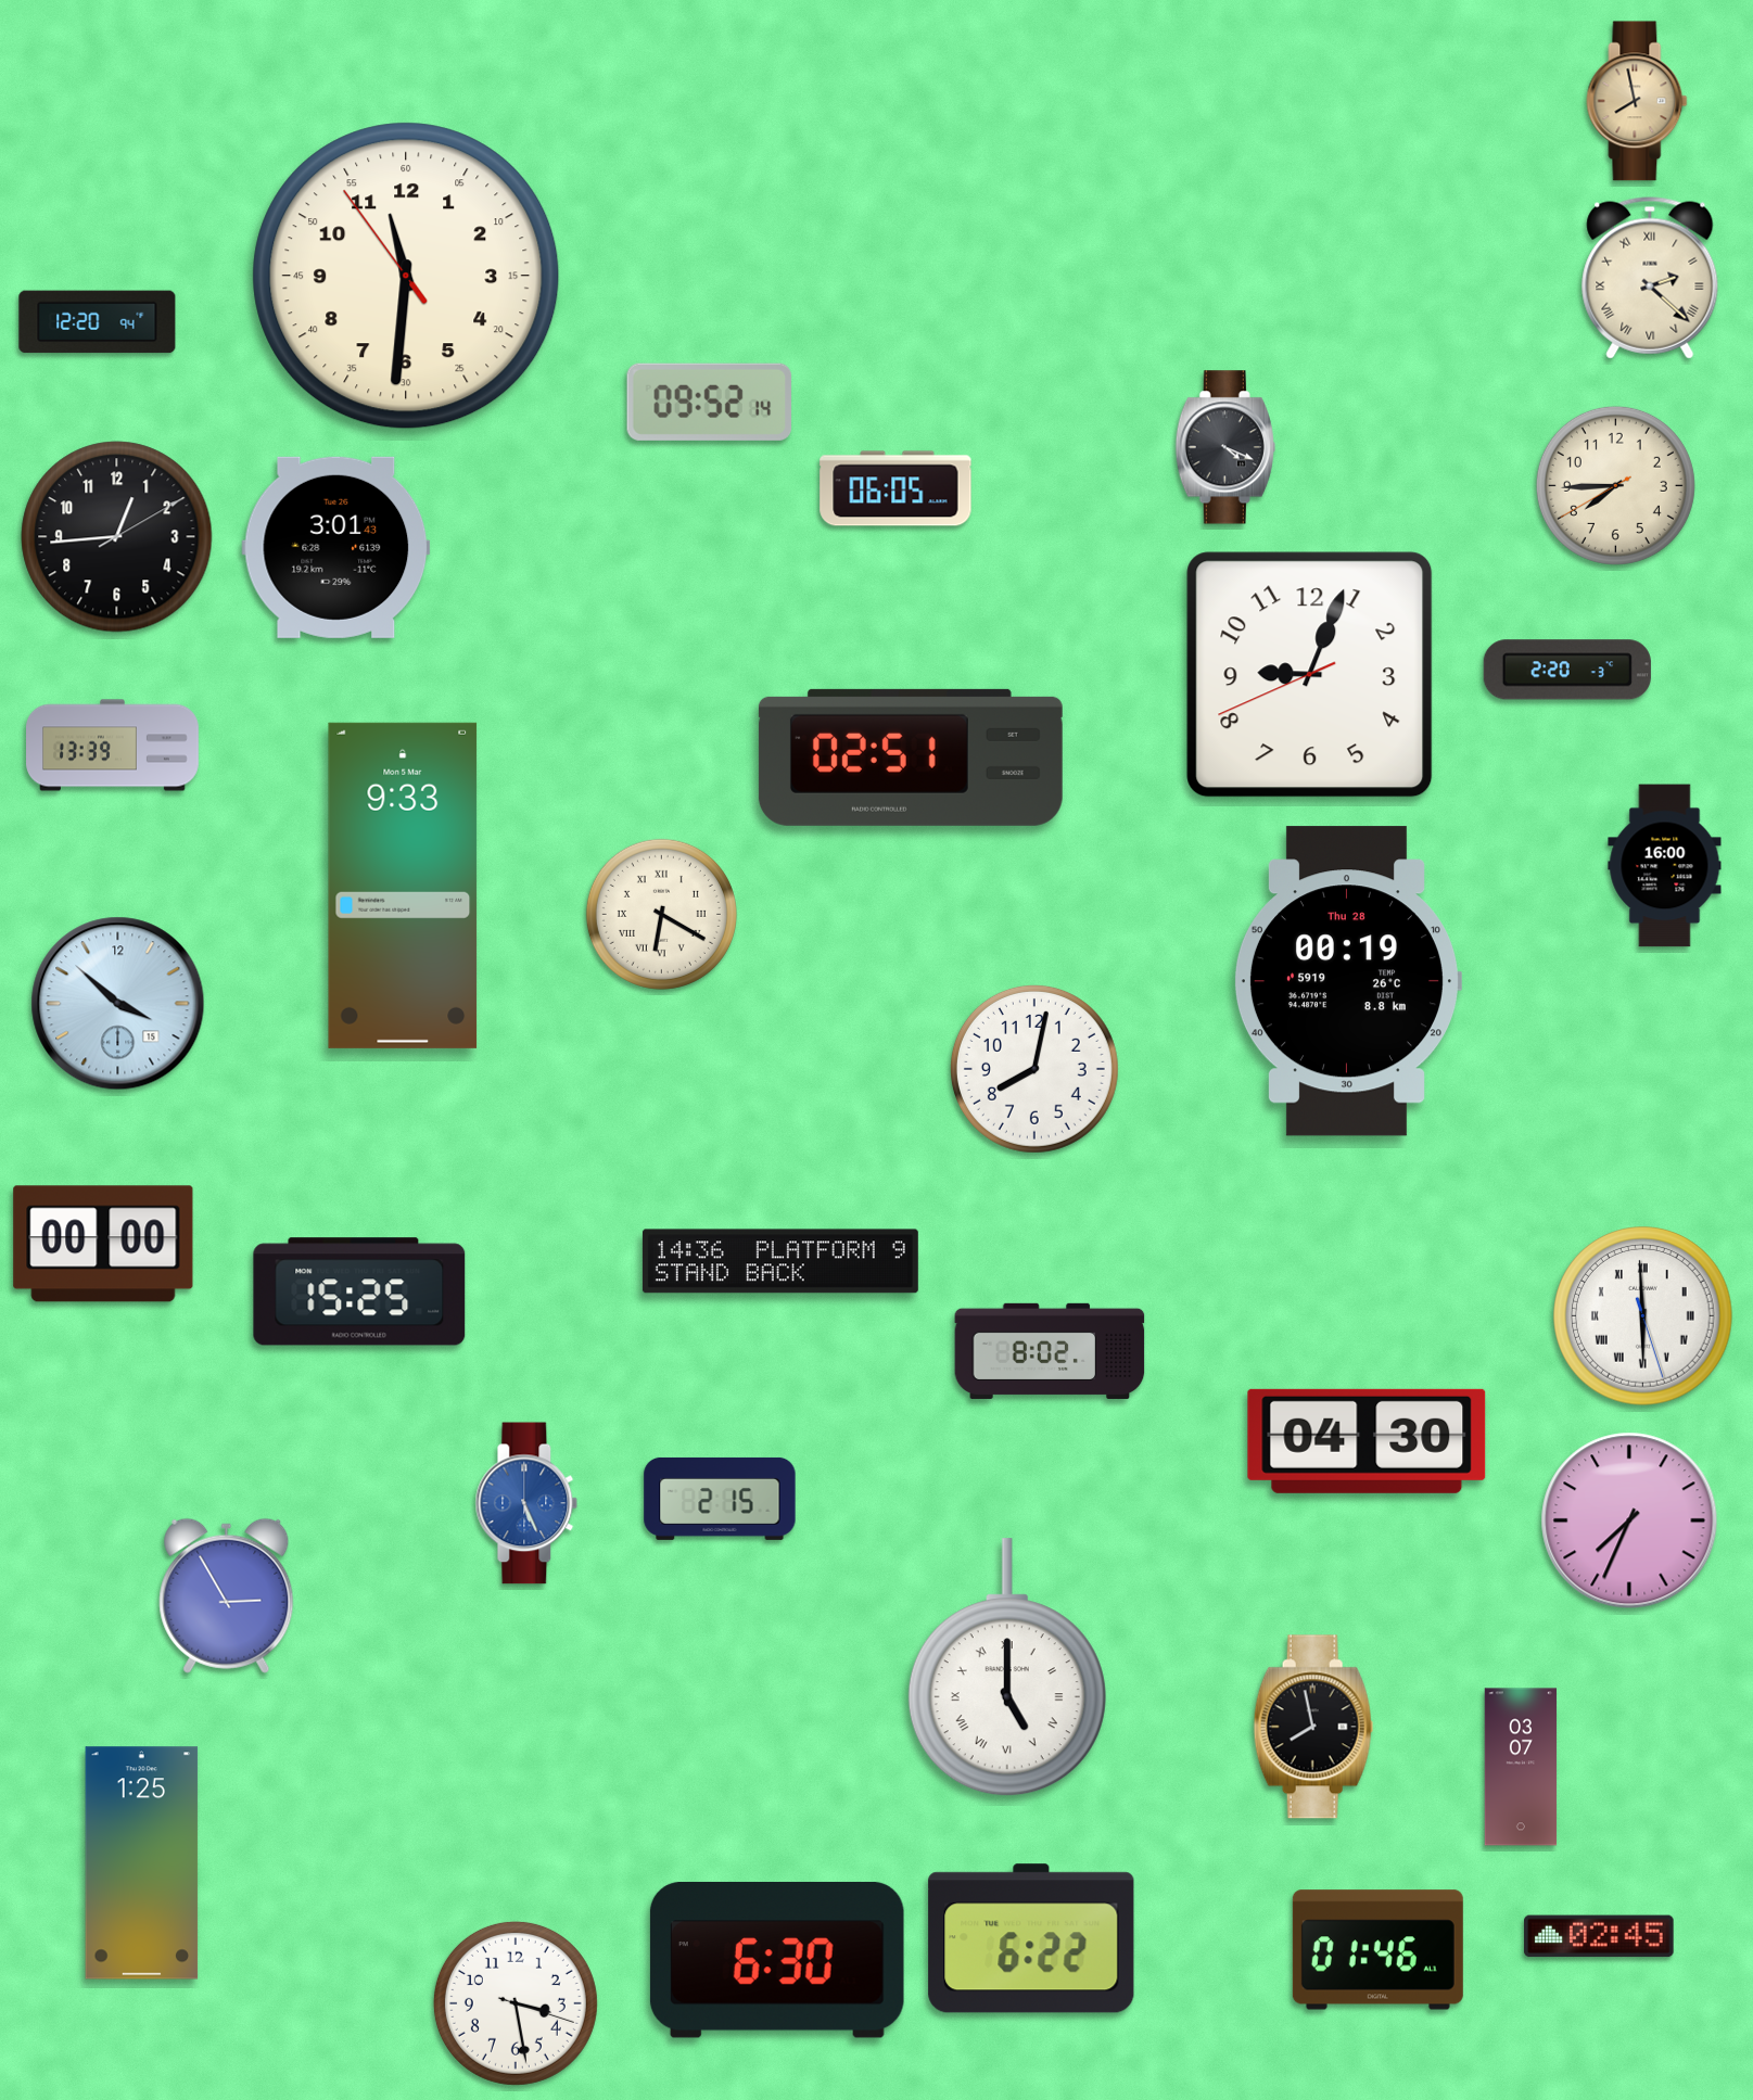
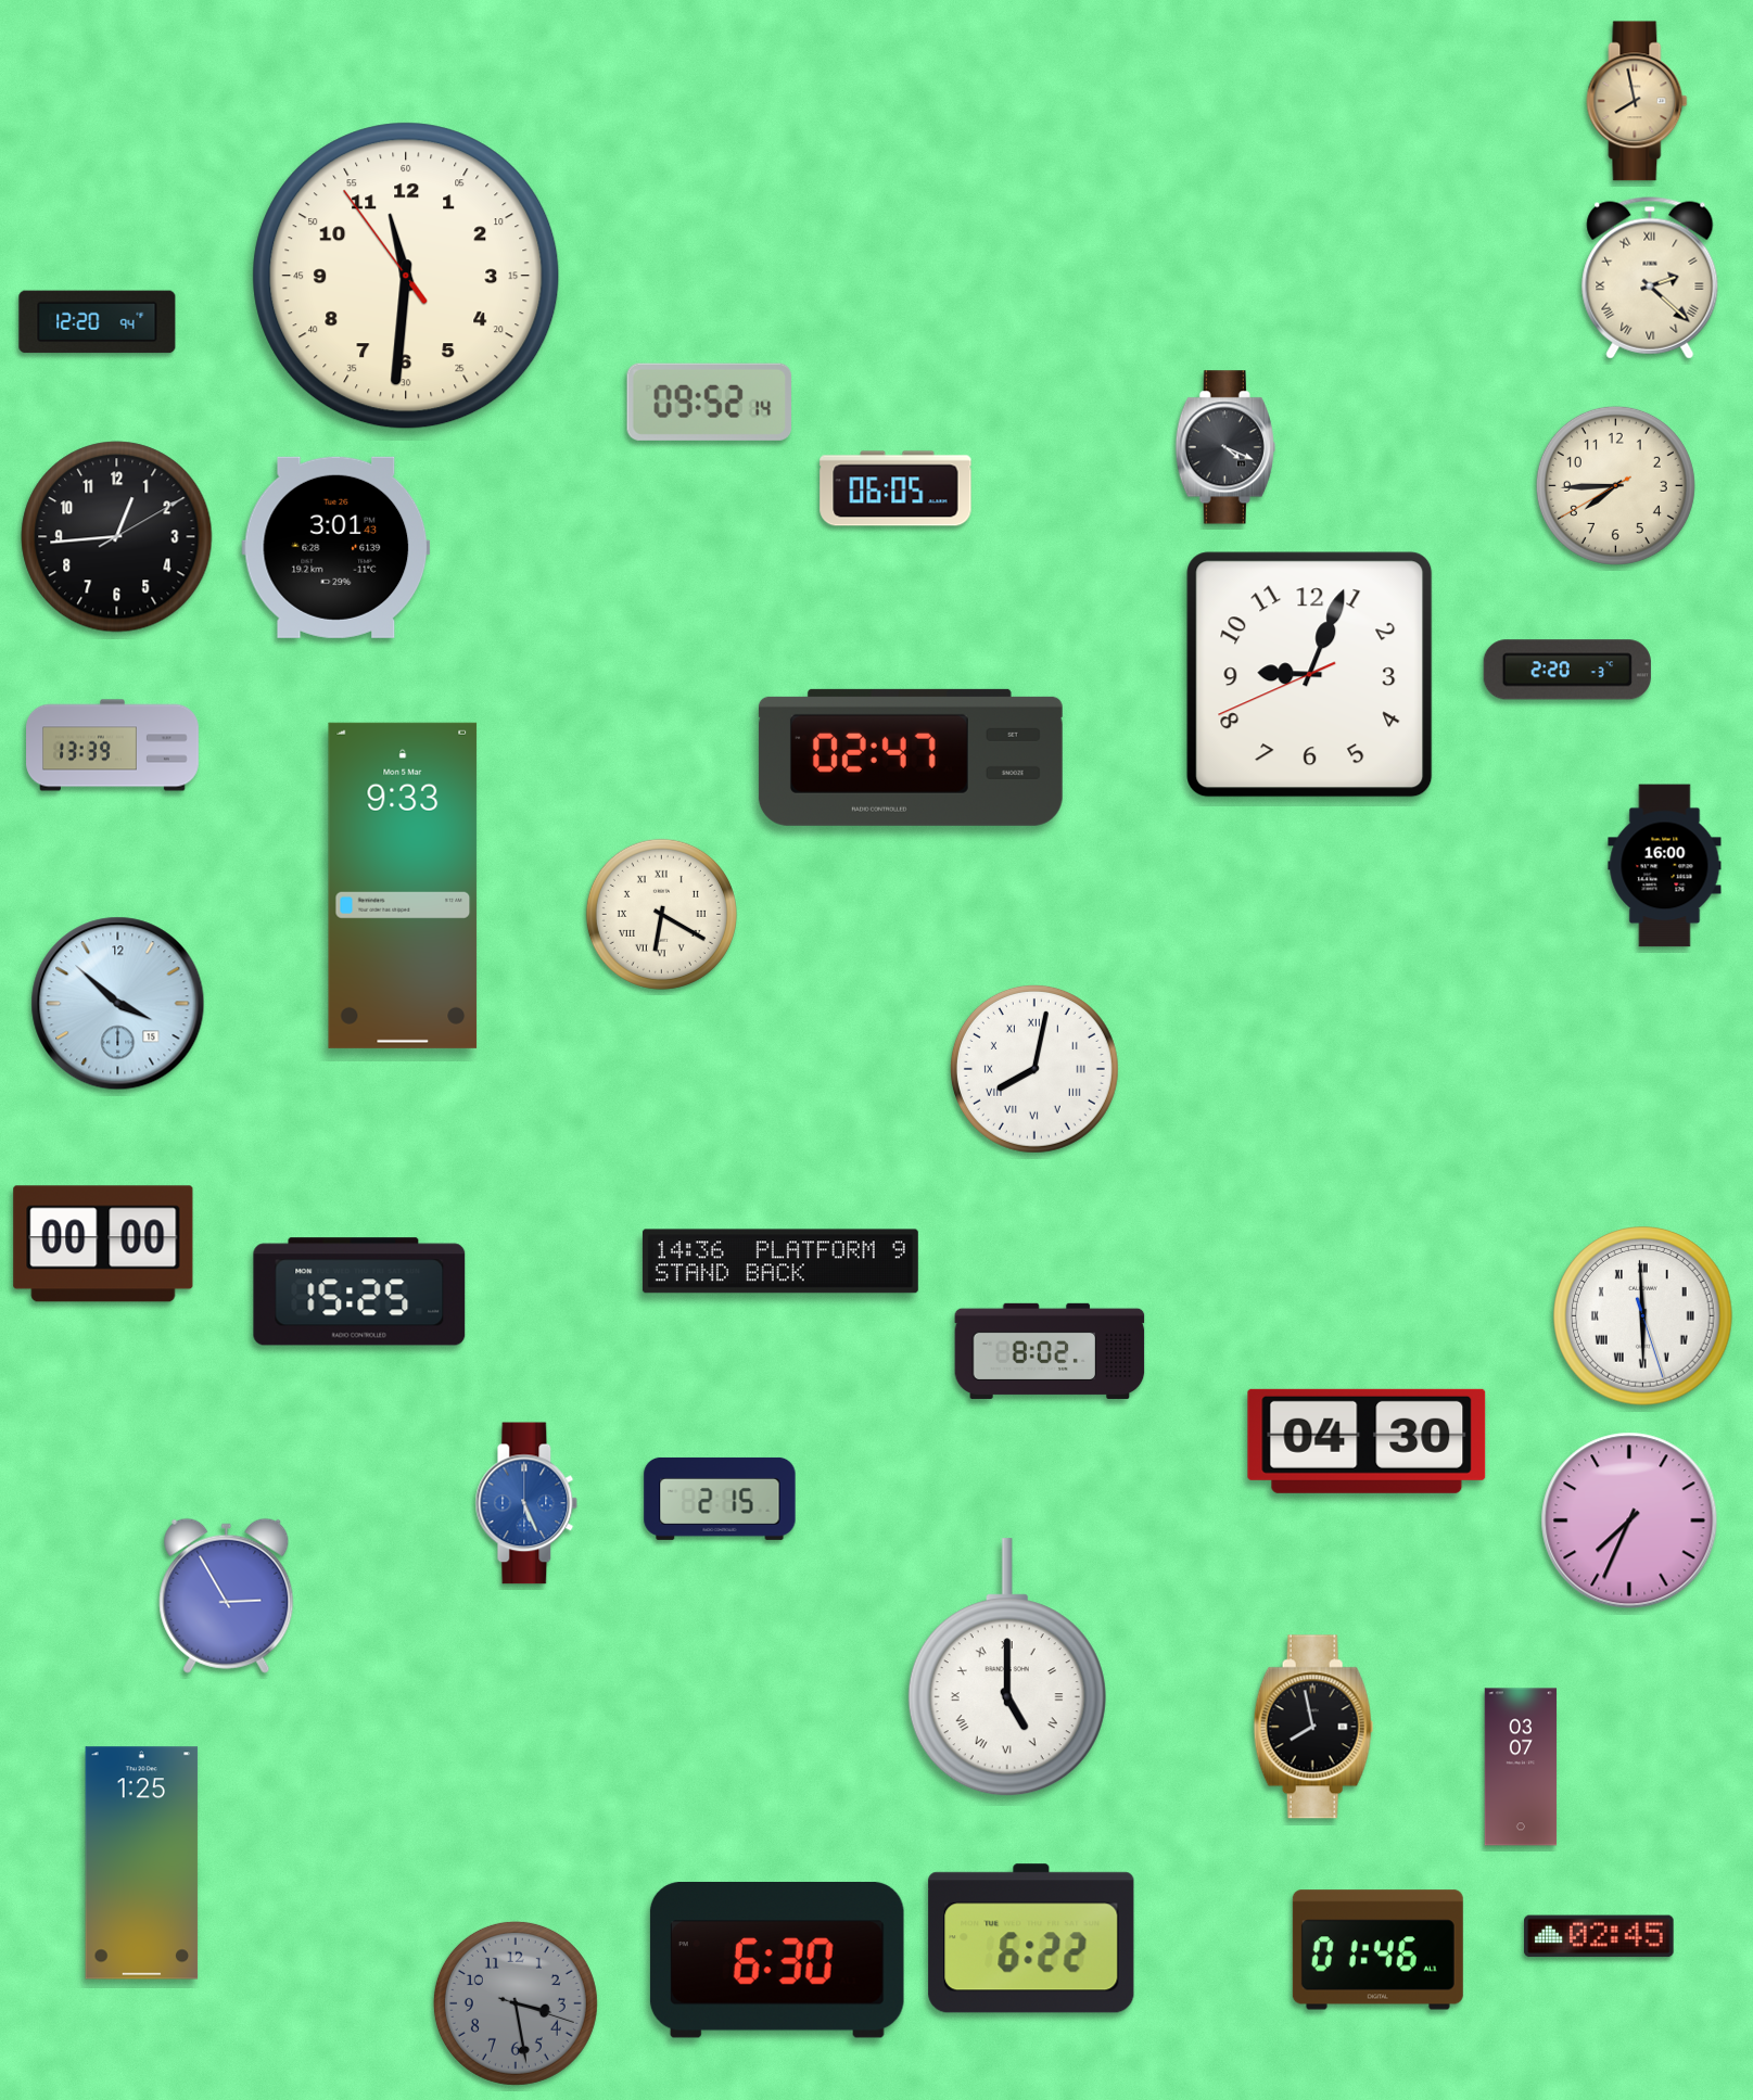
clock at (911, 758): 02:51 -> 02:47
clock at (1347, 981): 00:19 -> none
clock at (1034, 1069) numerals: Arabic -> Roman
clock at (516, 2003) dial: white -> grey
